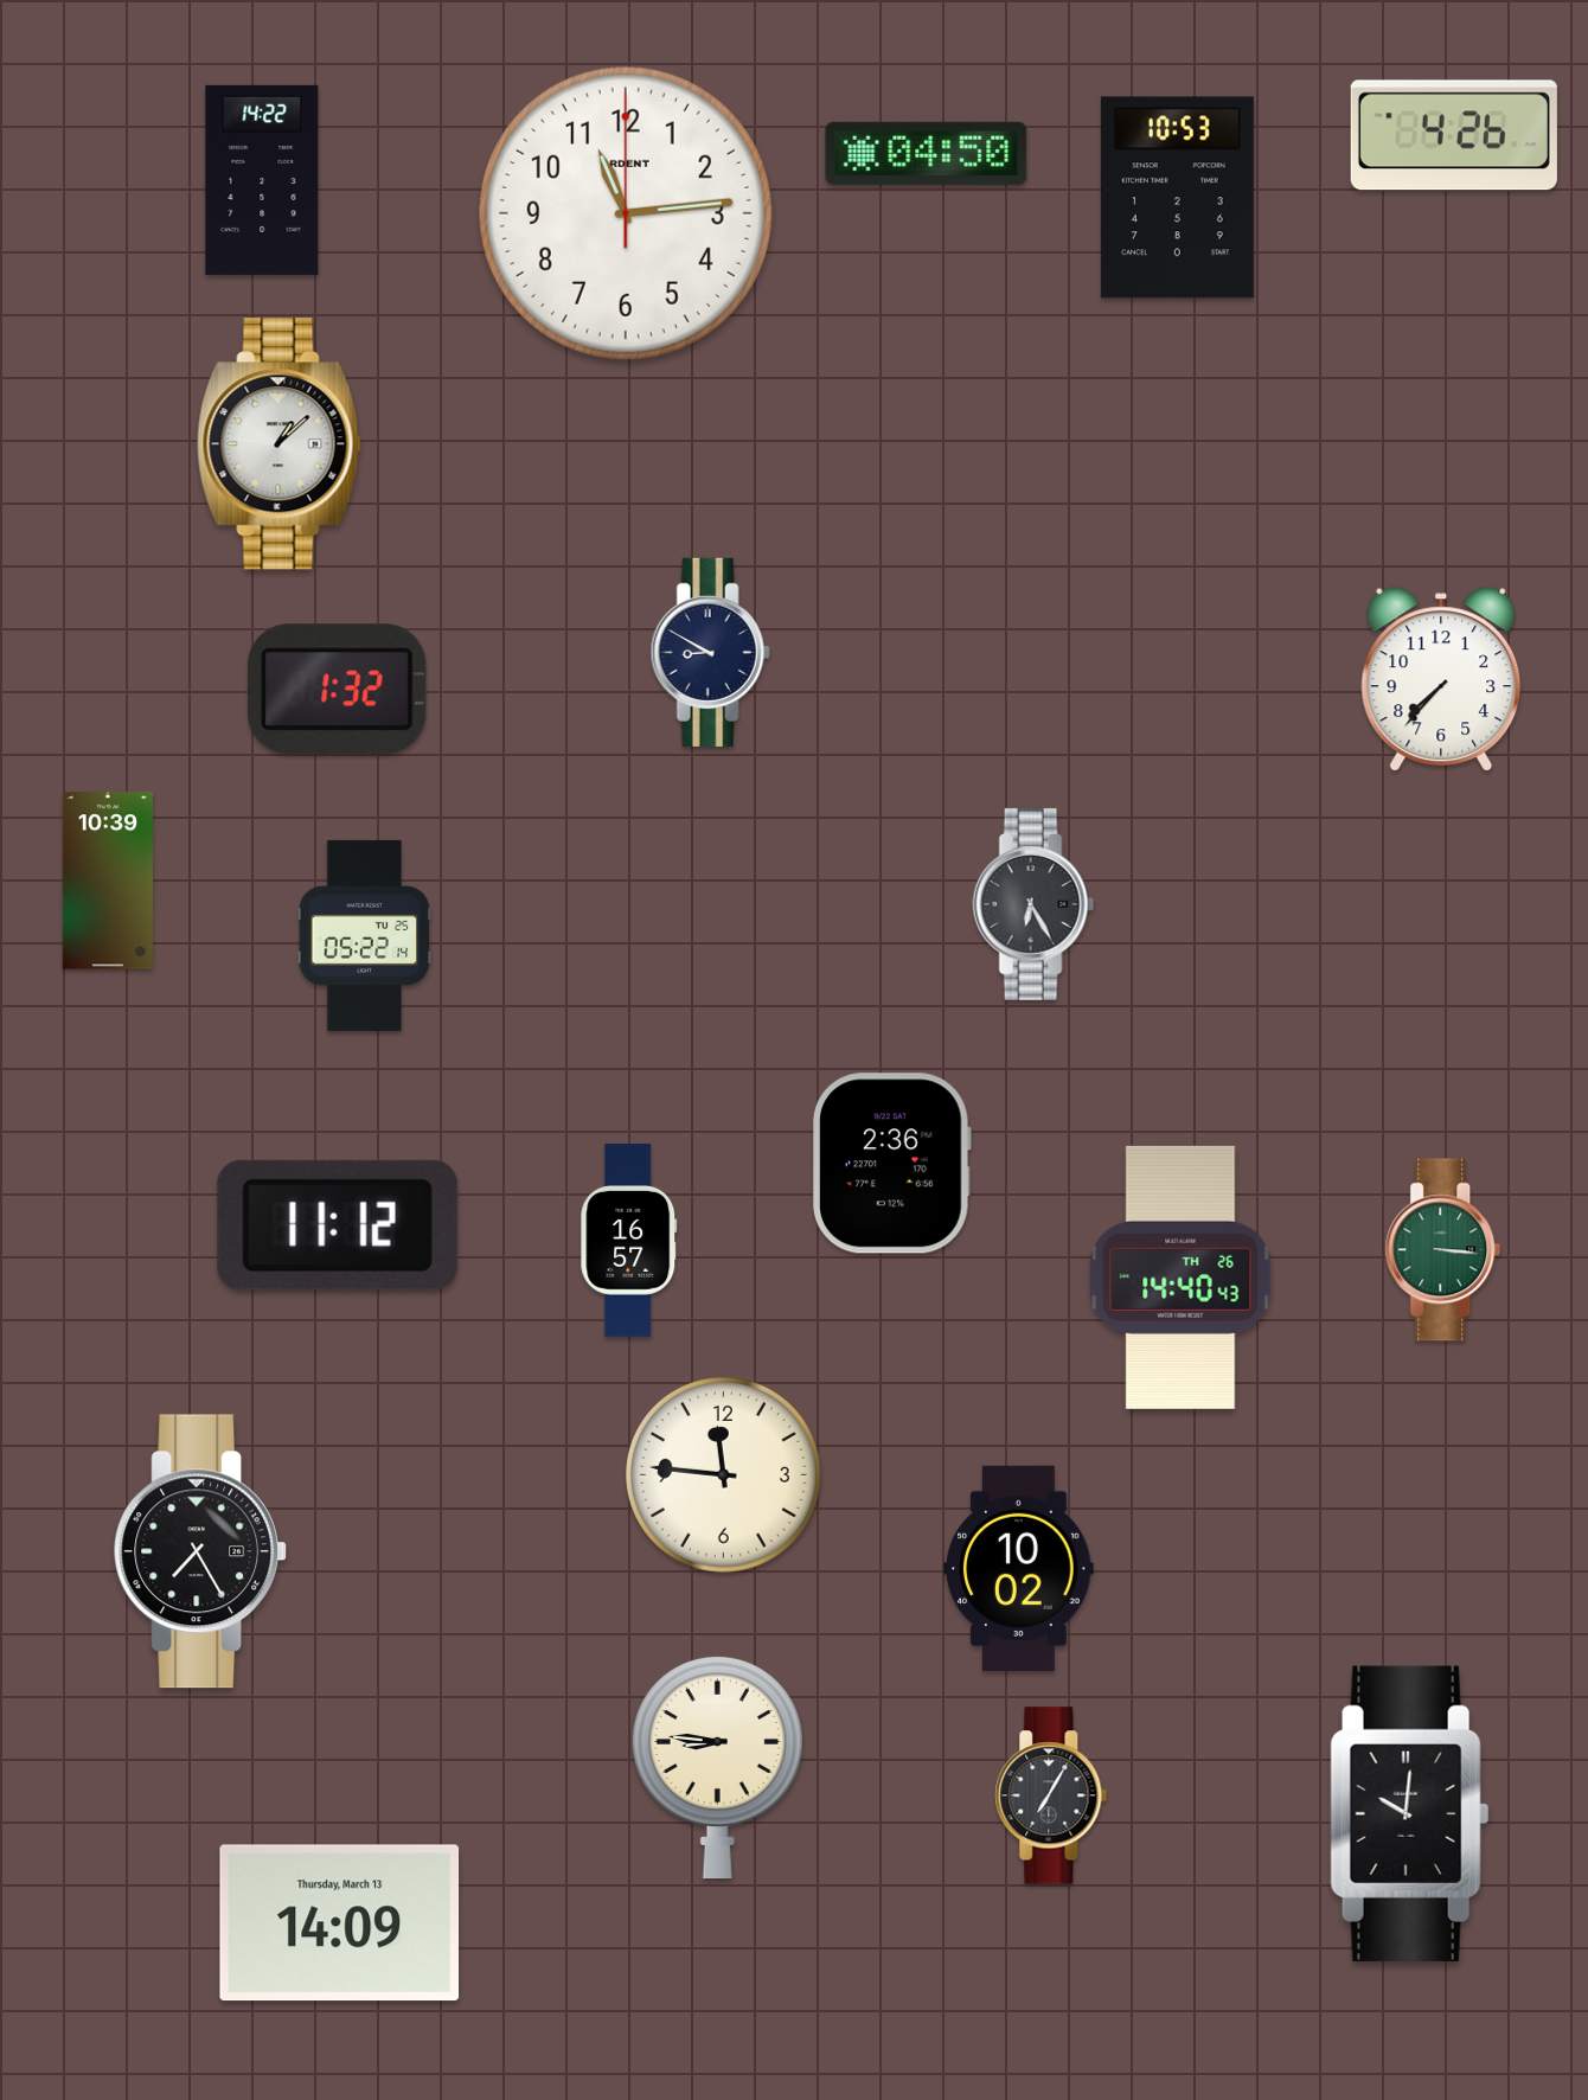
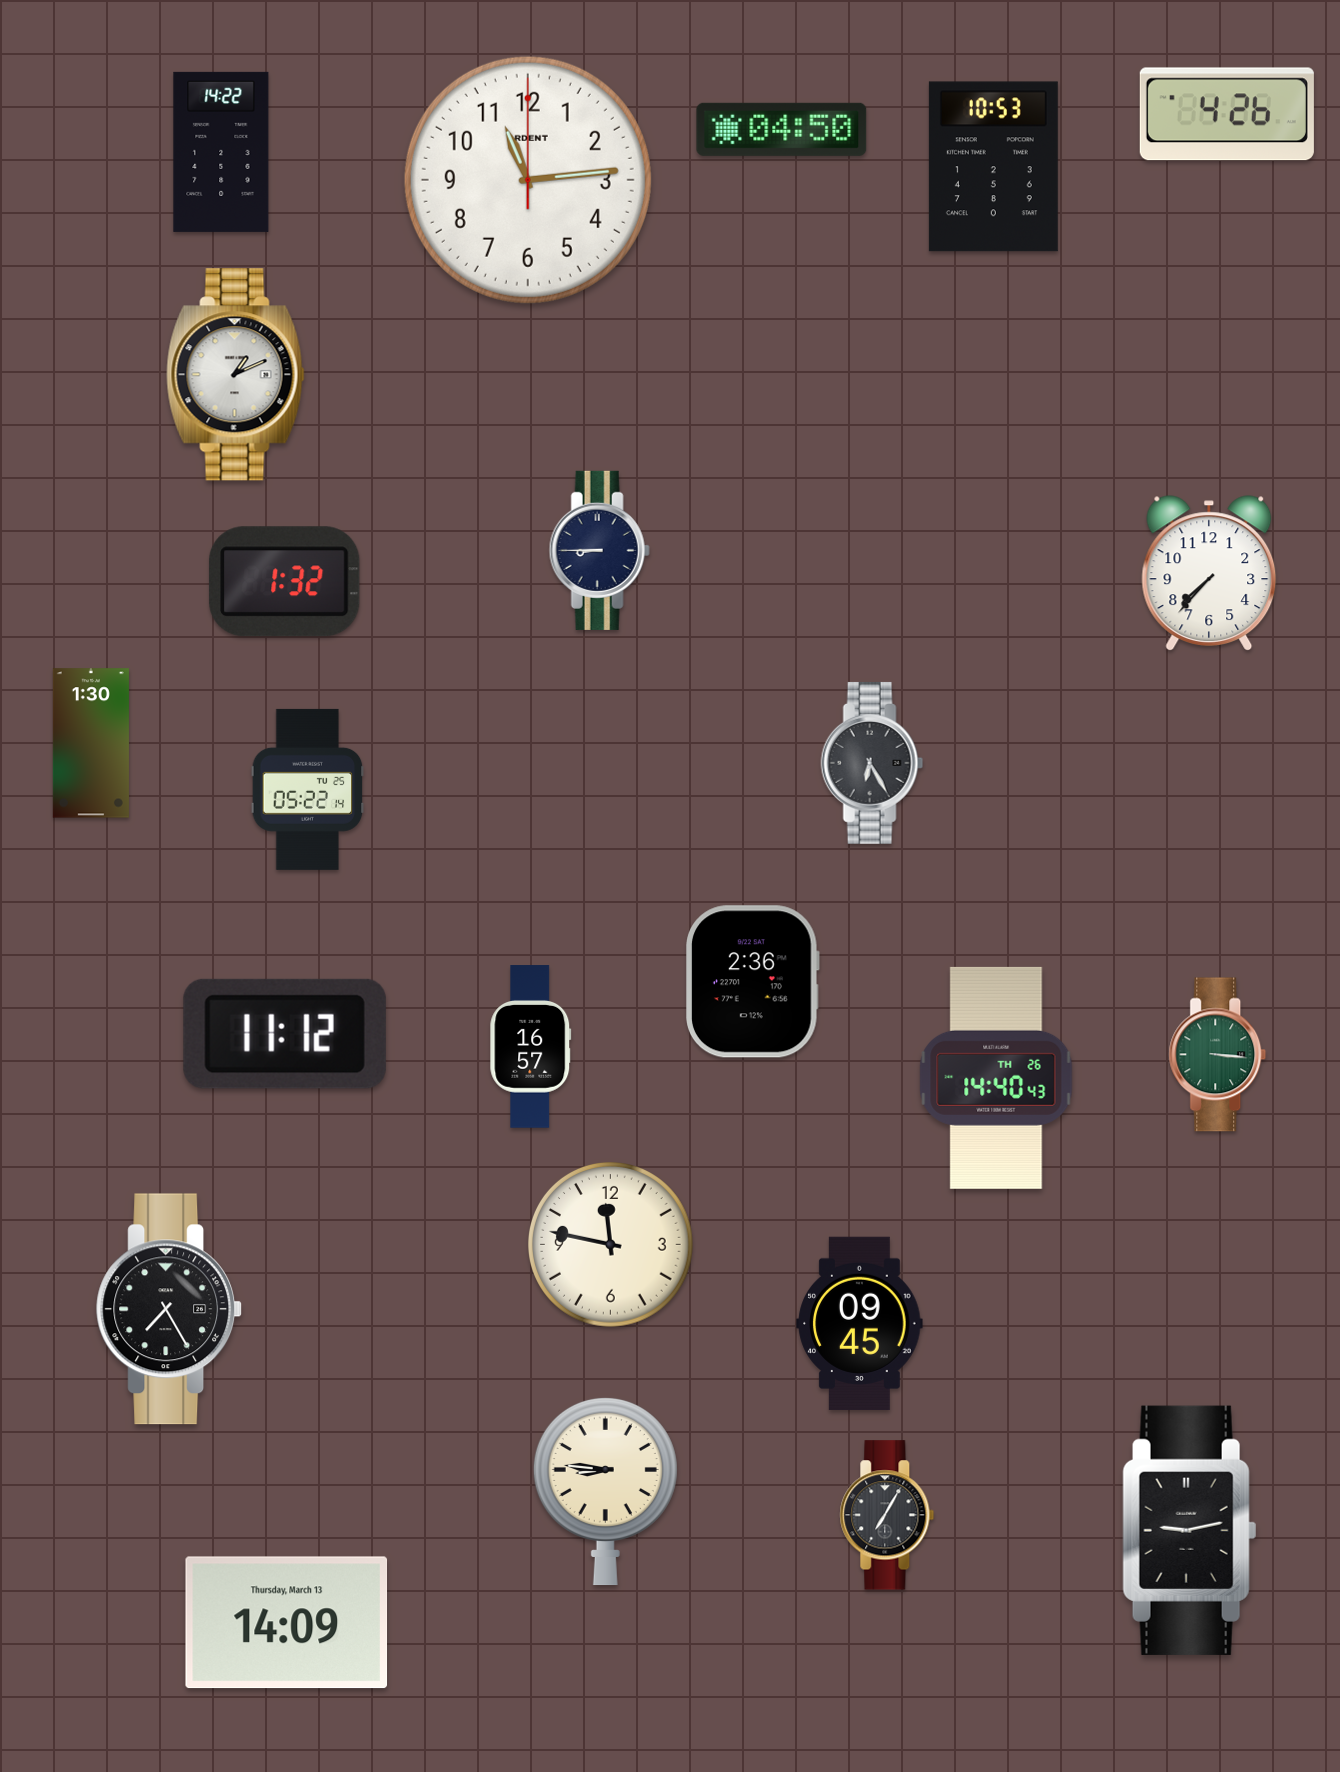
clock at (280, 444): 1:08 -> 1:11
clock at (710, 652): 8:50 -> 8:45
clock at (1441, 679) position: (1441, 679) -> (1209, 573)
clock at (108, 881): 10:39 -> 1:30
clock at (723, 1474): 11:46 -> 11:47
clock at (1019, 1568): 10:02 -> 09:45
clock at (1410, 1813): 10:01 -> 9:13
